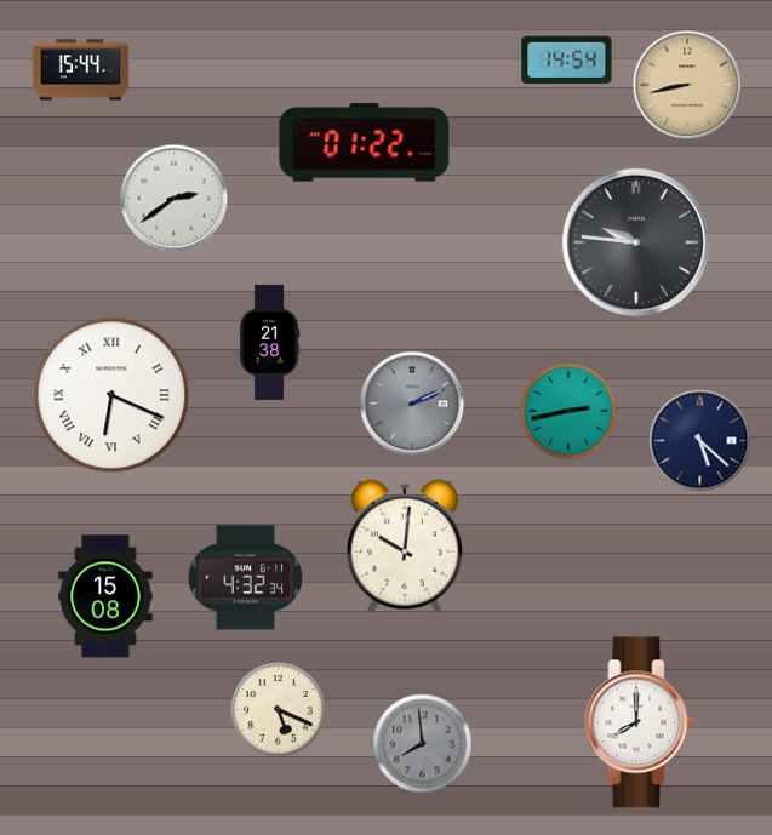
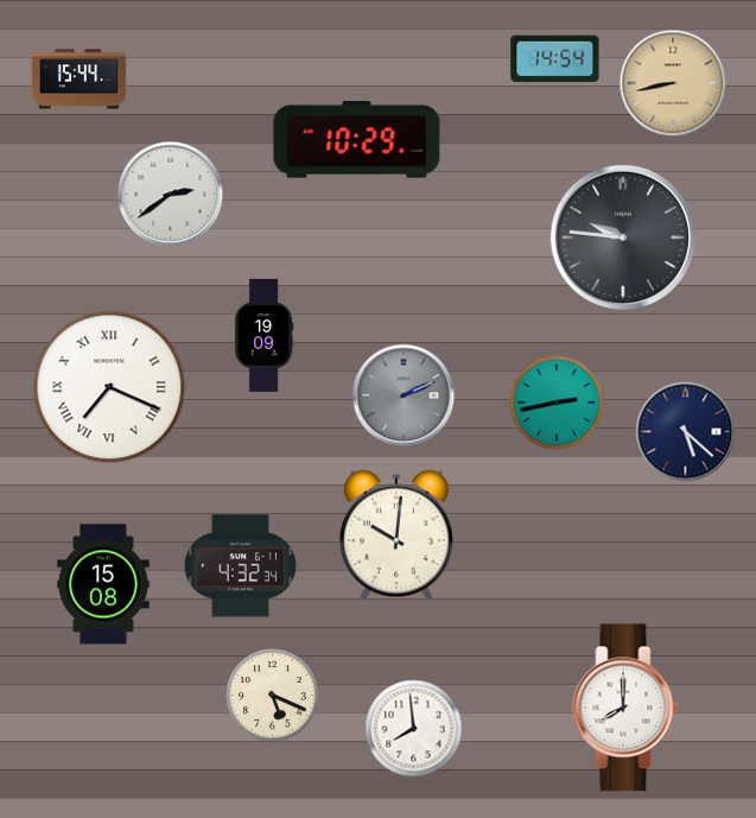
clock at (81, 70) position: (81, 70) -> (80, 80)
clock at (365, 143): 01:22 -> 10:29
clock at (269, 342): 21:38 -> 19:09
clock at (111, 395): 6:19 -> 7:19
clock at (423, 744) dial: grey -> white
